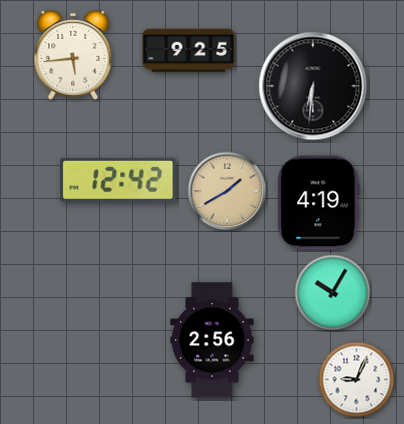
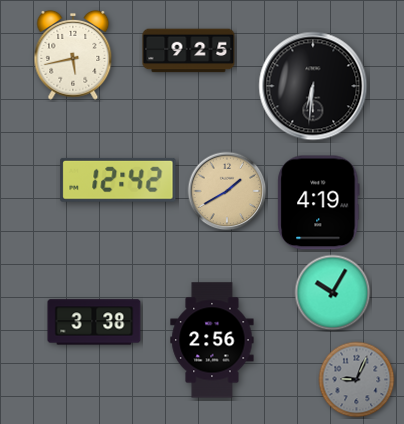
clock at (73, 55): 5:44 -> 5:43
clock at (94, 322): none -> 3:38
clock at (357, 380) dial: white -> grey
